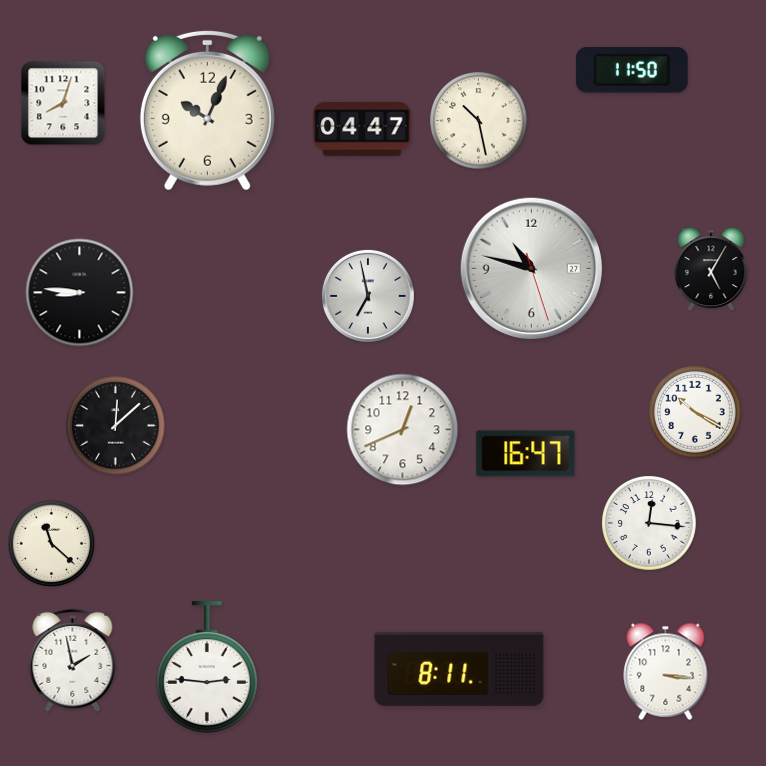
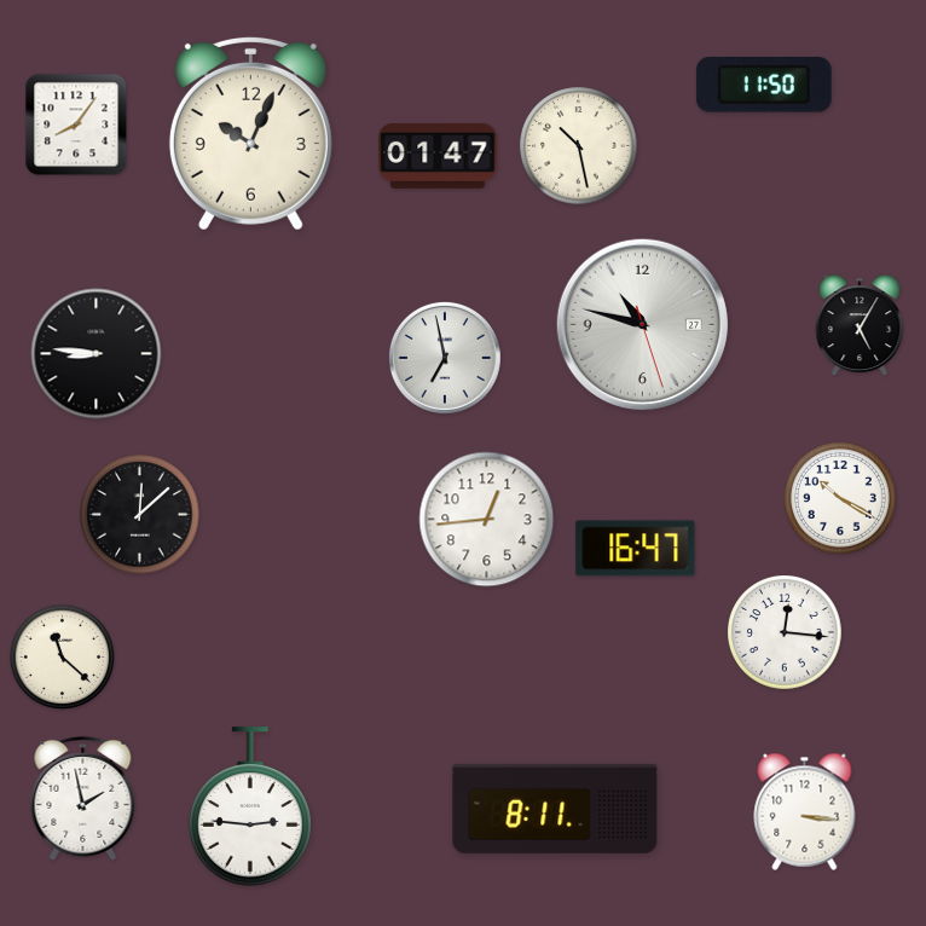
clock at (63, 103): 8:03 -> 8:06
clock at (362, 129): 04:47 -> 01:47
clock at (403, 430): 12:41 -> 12:44
clock at (73, 660) position: (73, 660) -> (83, 798)
